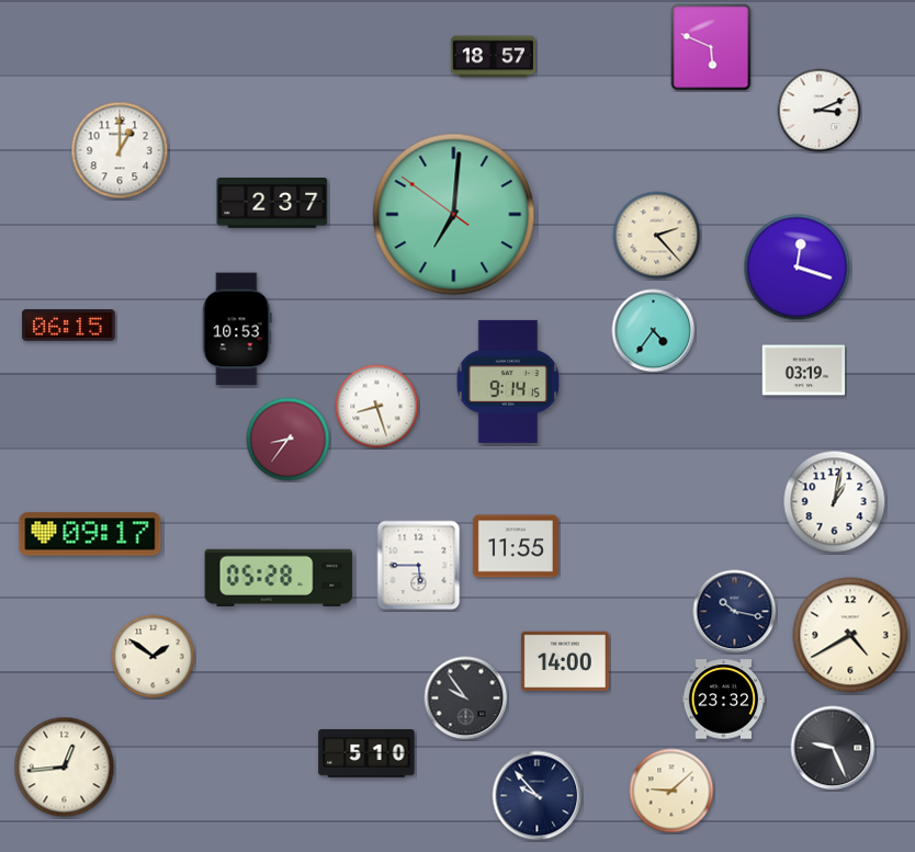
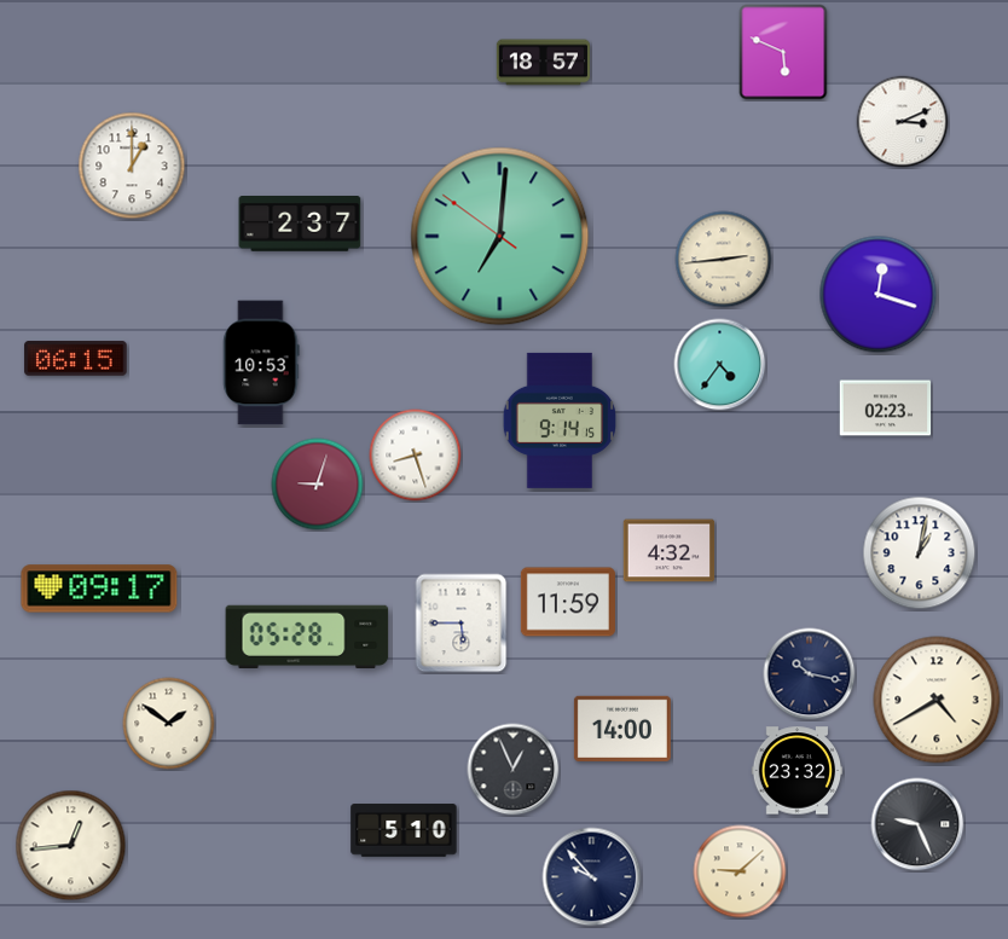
clock at (657, 236): 2:23 -> 2:44
clock at (804, 371): 03:19 -> 02:23
clock at (377, 407) position: (377, 407) -> (416, 456)
clock at (289, 440): 8:36 -> 9:03
clock at (670, 551): none -> 4:32
clock at (516, 546): 11:55 -> 11:59
clock at (466, 698): 9:54 -> 12:56
